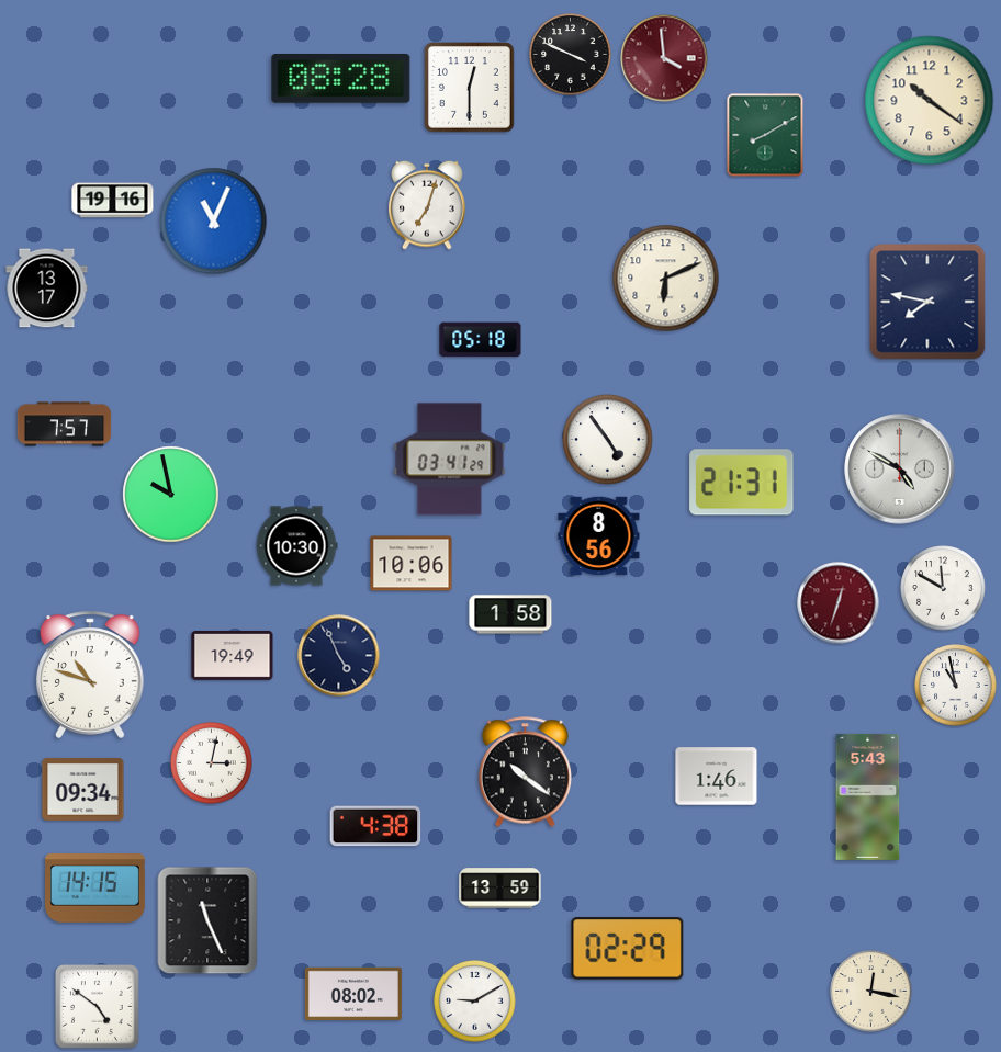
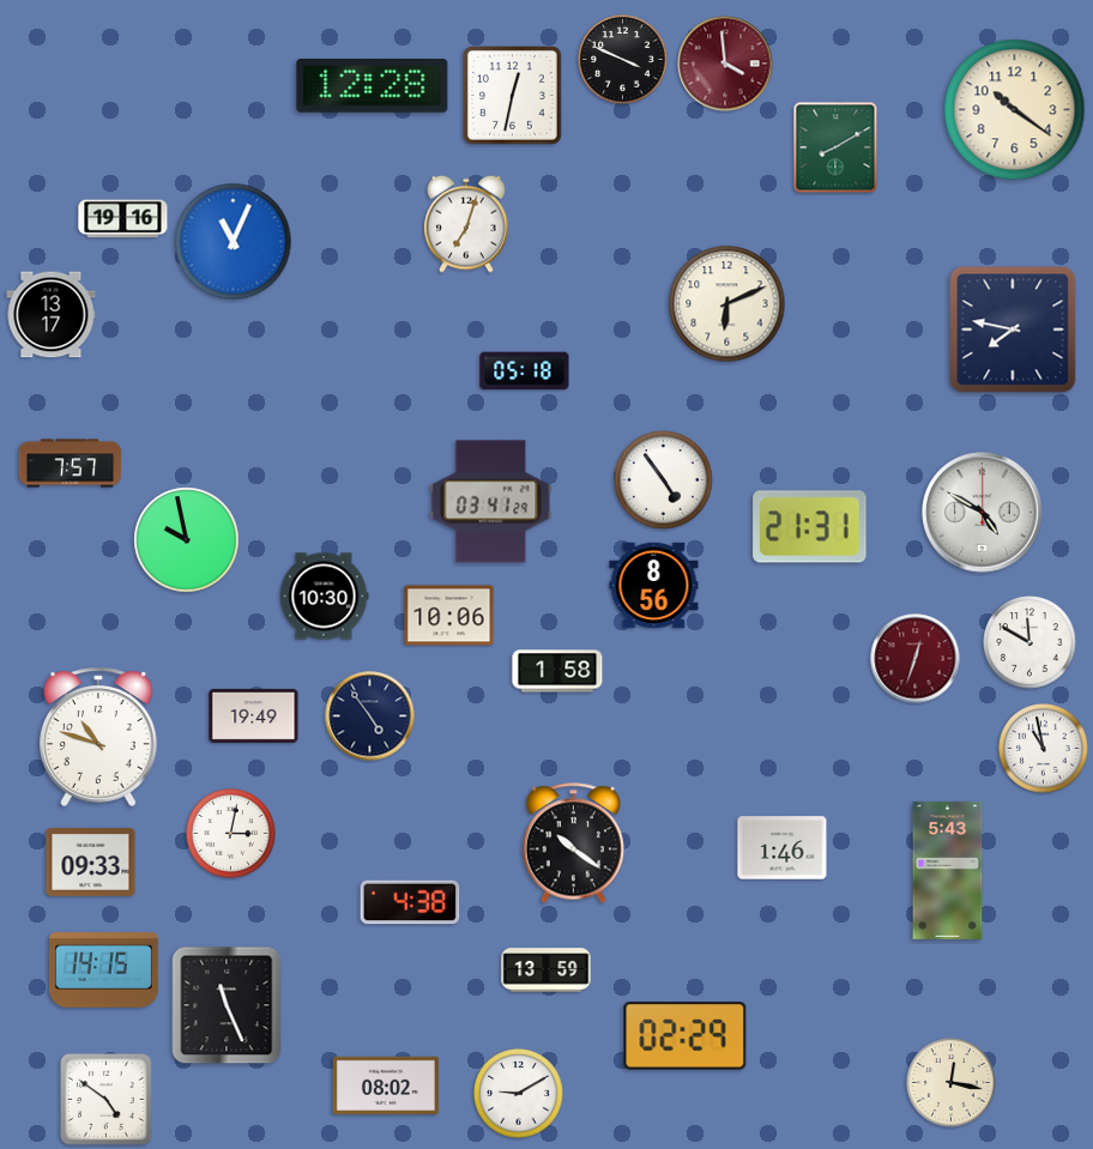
clock at (341, 79): 08:28 -> 12:28
clock at (470, 88): 12:30 -> 12:32
clock at (339, 656): 4:56 -> 4:54
clock at (83, 789): 09:34 -> 09:33
